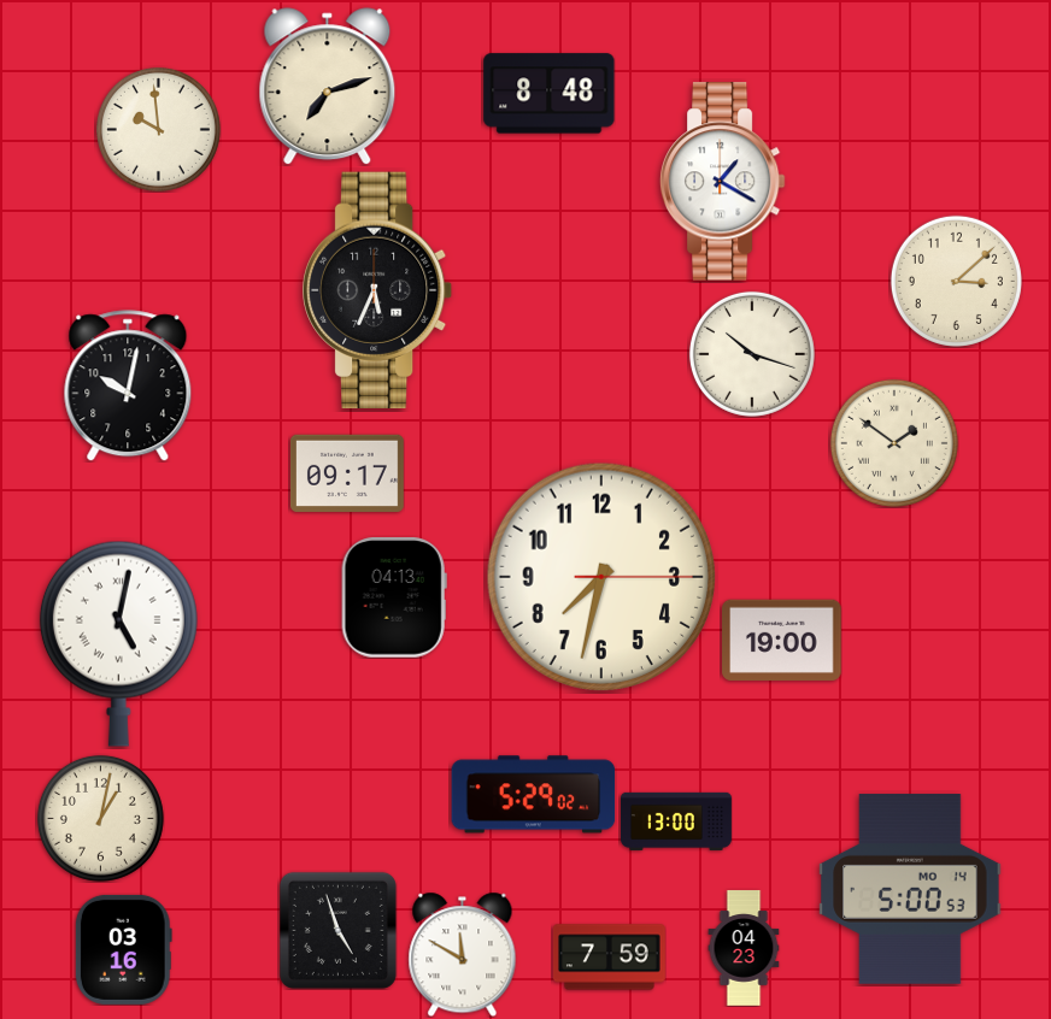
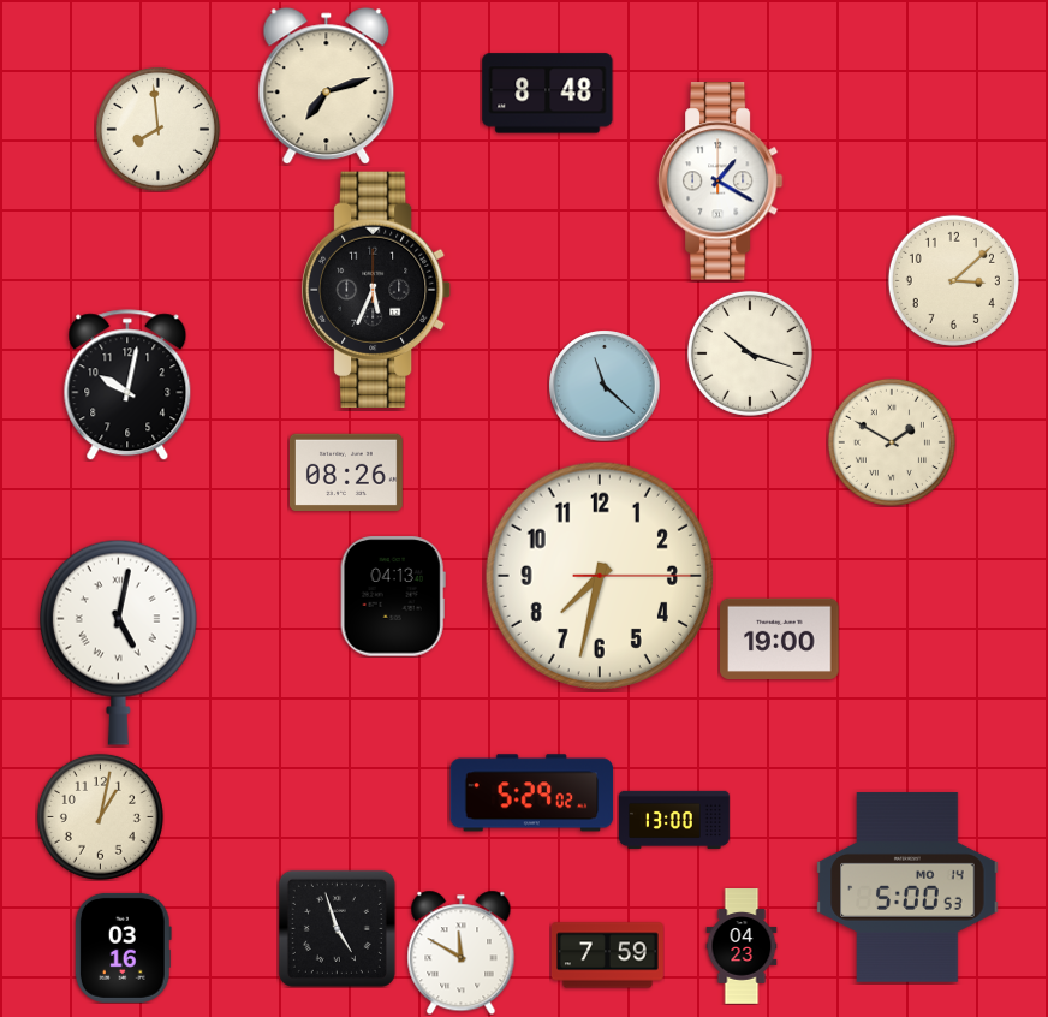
clock at (158, 129): 9:59 -> 7:59
clock at (605, 386): none -> 11:22
clock at (894, 443): 1:51 -> 1:50
clock at (347, 473): 09:17 -> 08:26
